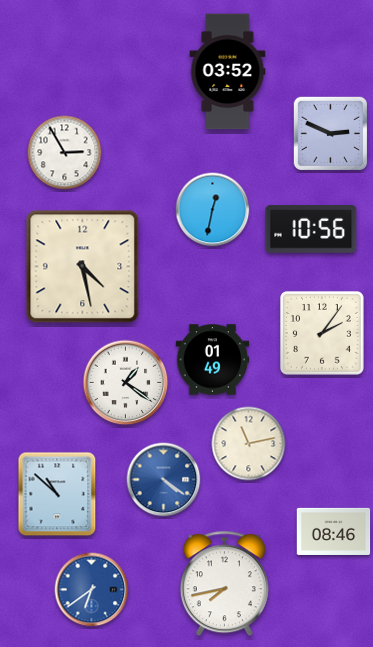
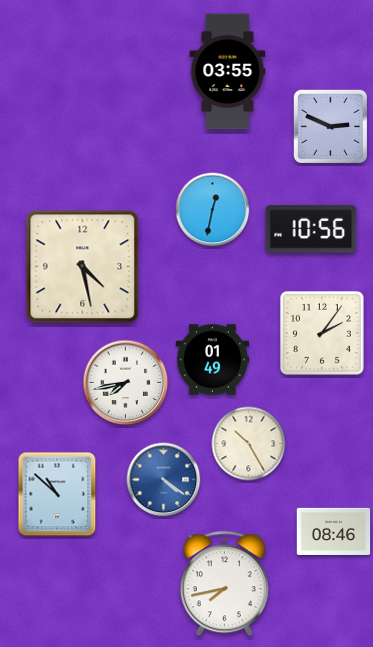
clock at (228, 72): 03:52 -> 03:55
clock at (331, 134) position: (331, 134) -> (331, 127)
clock at (65, 153): 2:55 -> none
clock at (126, 383): 1:21 -> 7:43
clock at (249, 444): 11:13 -> 10:25
clock at (92, 590): 6:39 -> none
